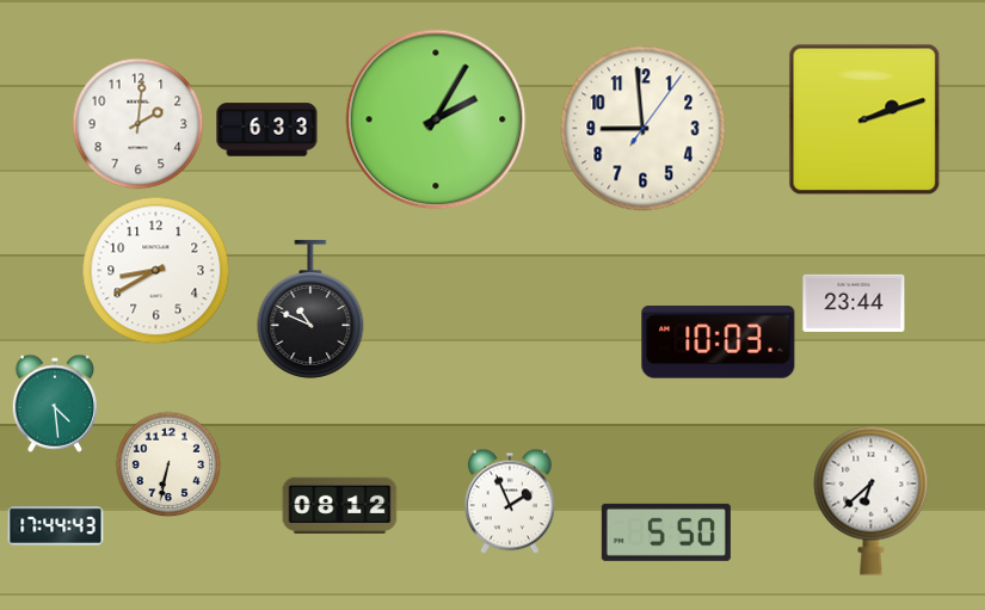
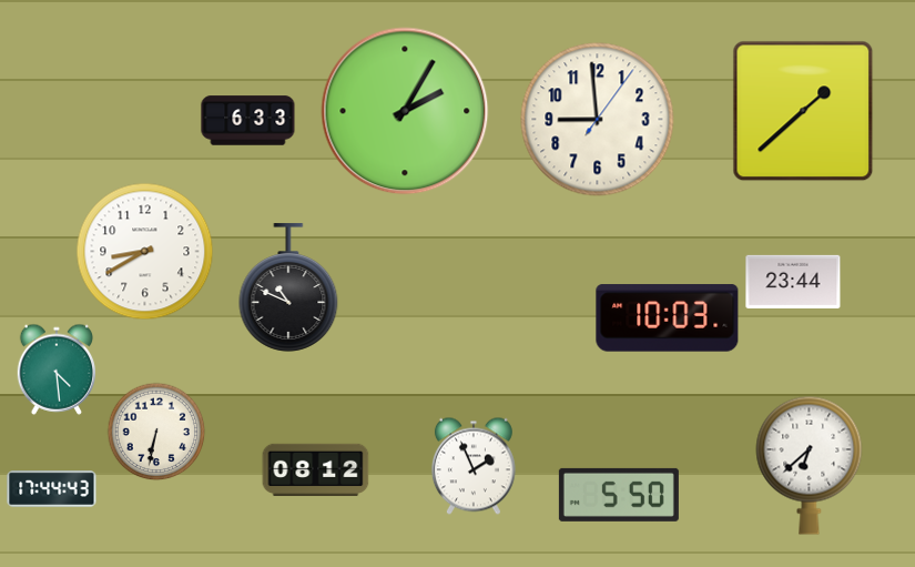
clock at (864, 119): 2:12 -> 1:38
clock at (138, 124): 2:01 -> none
clock at (55, 403) position: (55, 403) -> (57, 369)
